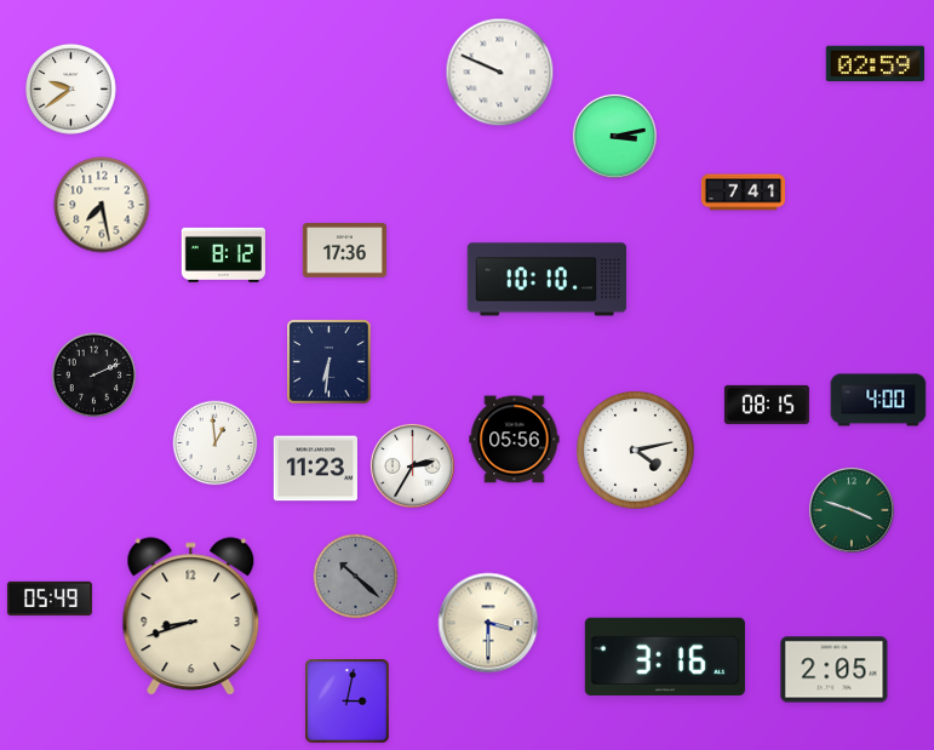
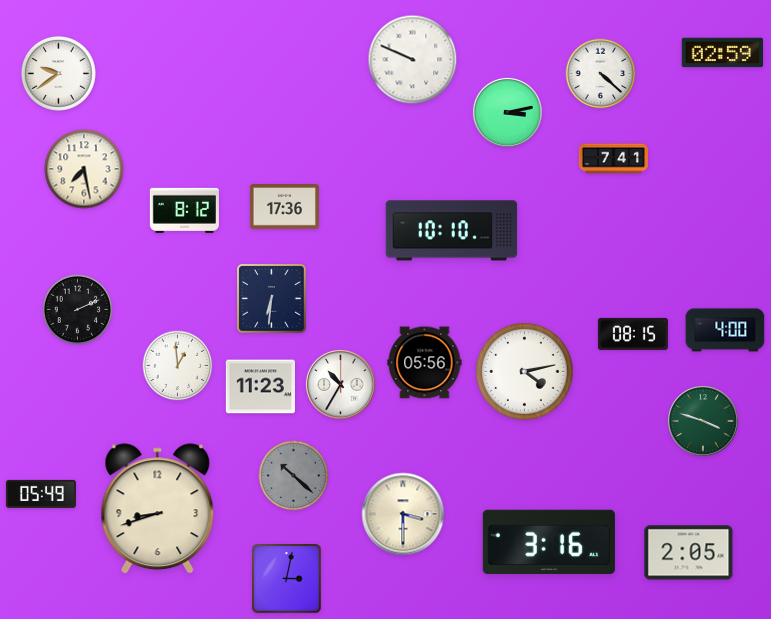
clock at (601, 74): none -> 4:22
clock at (412, 465): 2:35 -> 10:35
